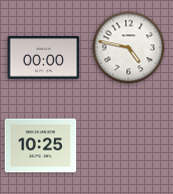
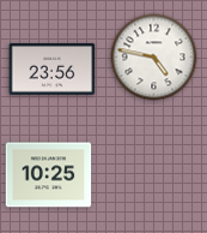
clock at (44, 58): 00:00 -> 23:56
